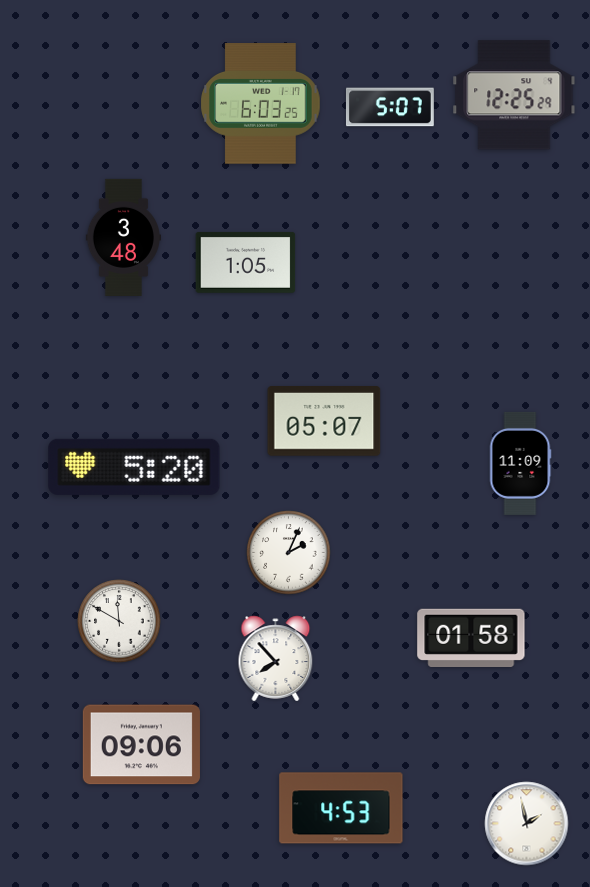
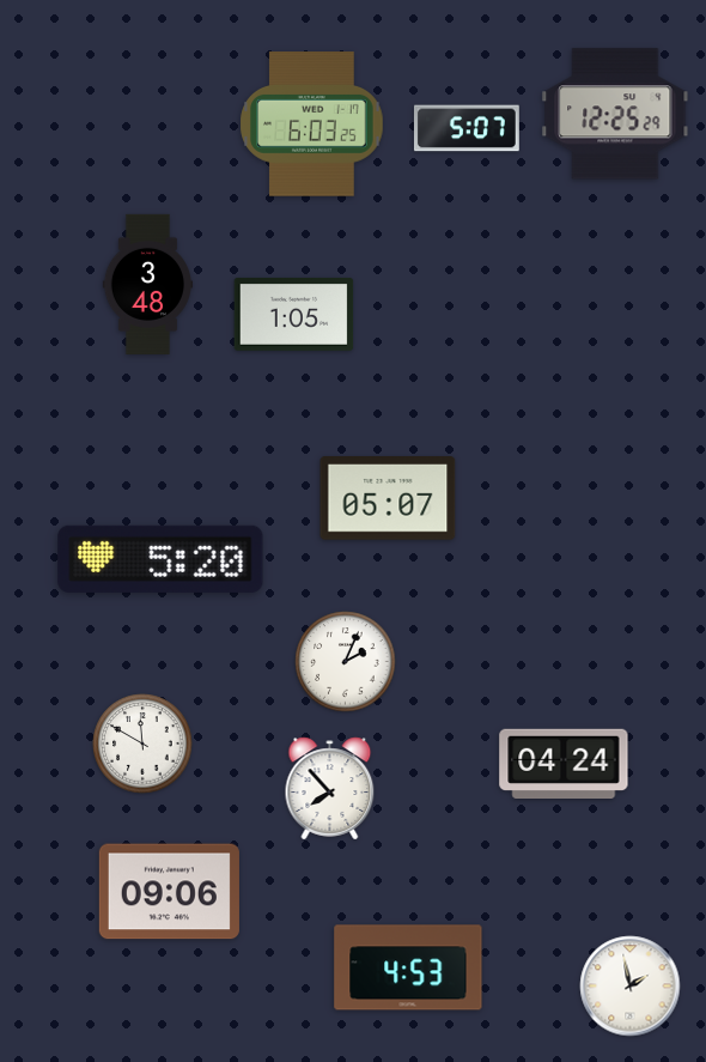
clock at (324, 422) position: (324, 422) -> (388, 499)
clock at (520, 463): 11:09 -> none
clock at (471, 637): 01:58 -> 04:24
